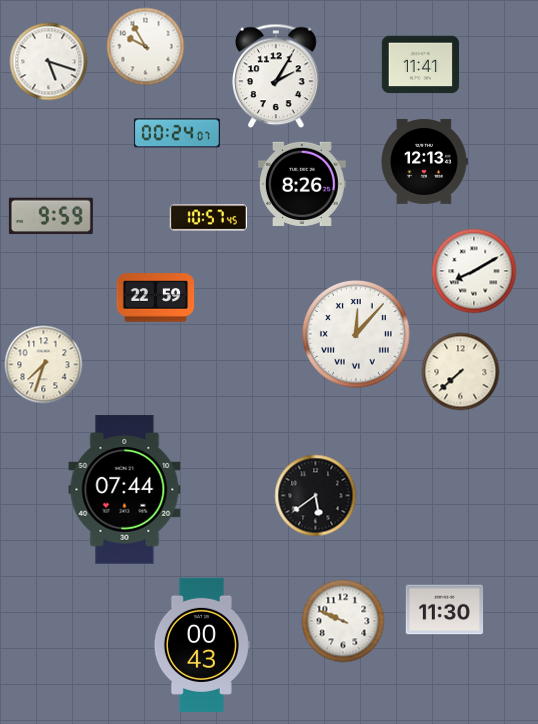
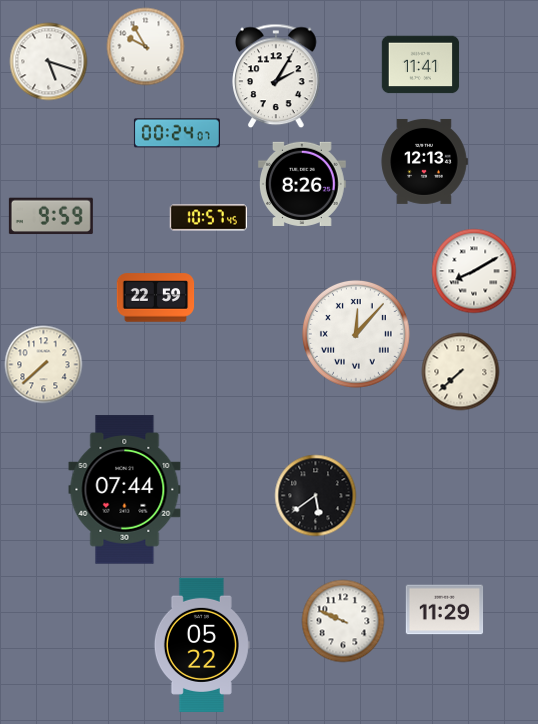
clock at (43, 364): 7:33 -> 7:38
clock at (444, 610): 11:30 -> 11:29
clock at (202, 645): 00:43 -> 05:22
